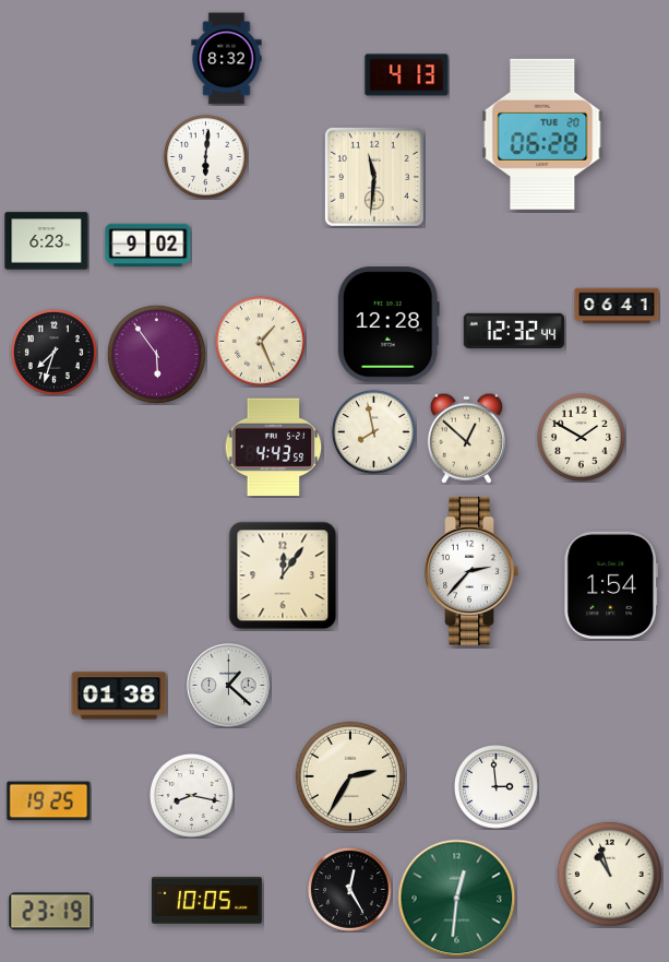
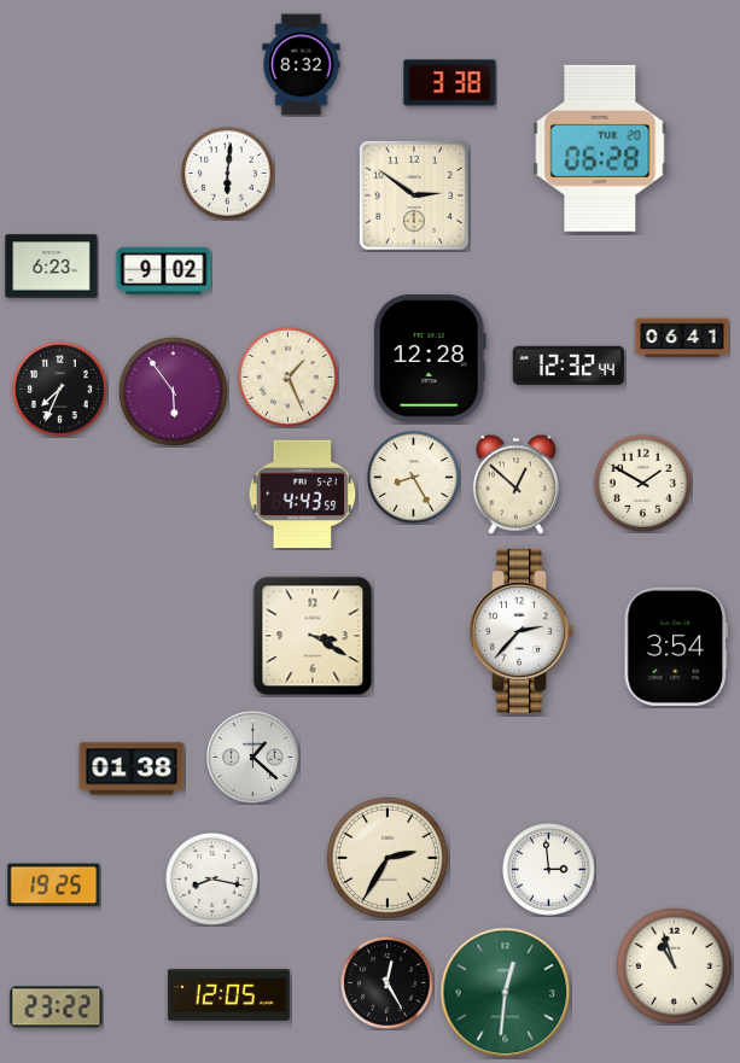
clock at (227, 59) position: (227, 59) -> (302, 65)
clock at (407, 75): 4:13 -> 3:38
clock at (374, 177): 11:31 -> 2:51
clock at (53, 352): 7:33 -> 7:34
clock at (374, 432): 7:58 -> 8:25
clock at (283, 575): 12:06 -> 3:20
clock at (610, 585): 1:54 -> 3:54
clock at (206, 901): 10:05 -> 12:05
clock at (51, 912): 23:19 -> 23:22
